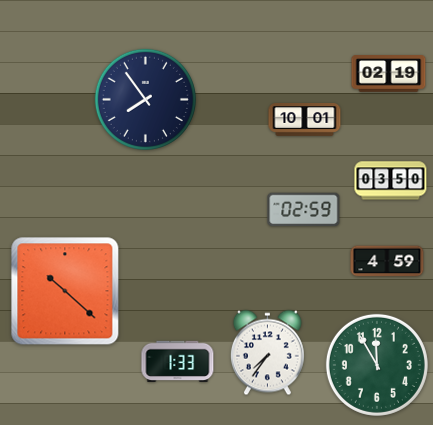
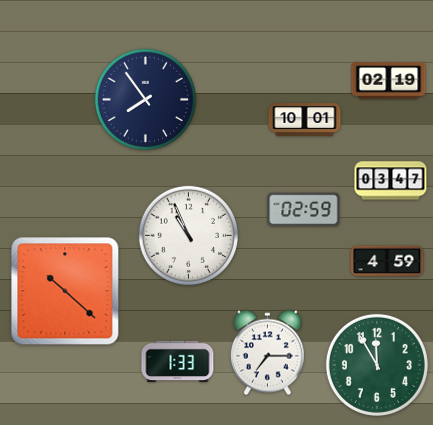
clock at (389, 74) position: (389, 74) -> (389, 81)
clock at (391, 181): 03:50 -> 03:47
clock at (188, 235): none -> 10:56
clock at (267, 353): 7:36 -> 7:15
